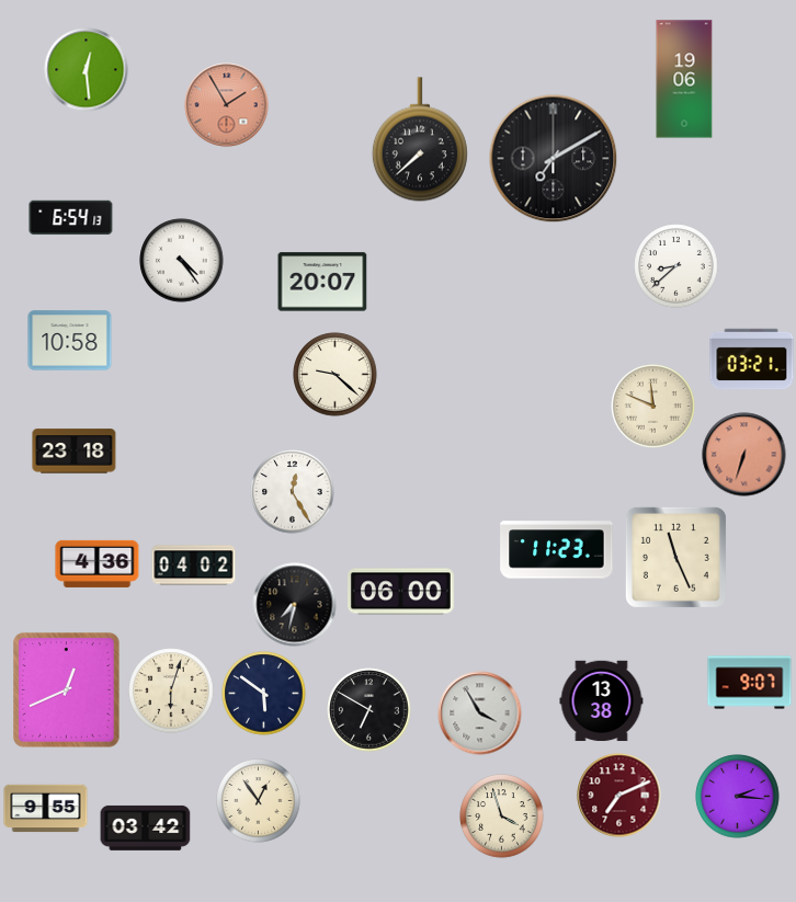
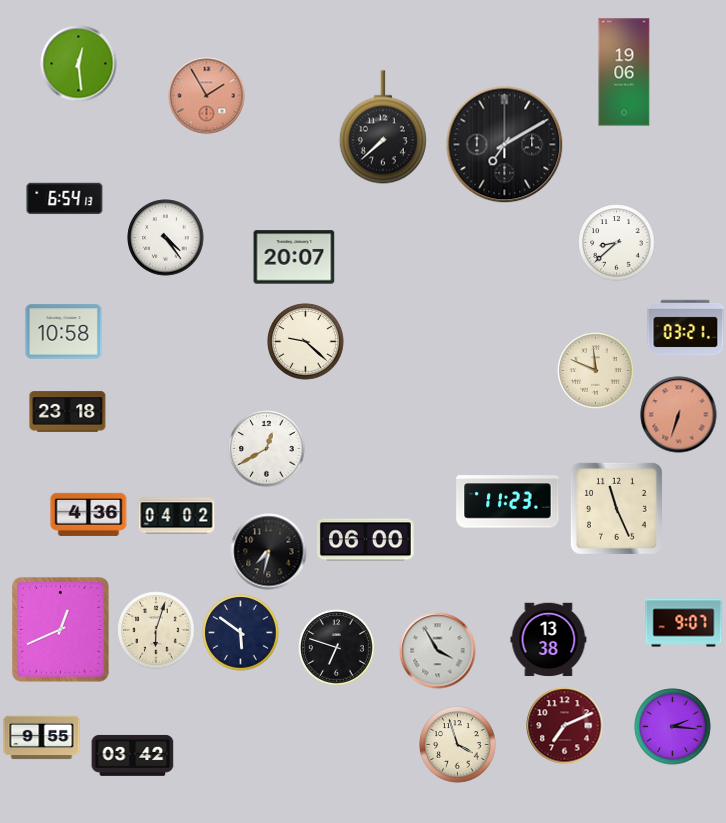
clock at (70, 341) position: (70, 341) -> (64, 332)
clock at (293, 492): 12:25 -> 12:40
clock at (369, 710): 6:50 -> 6:48
clock at (259, 801): 12:54 -> none
